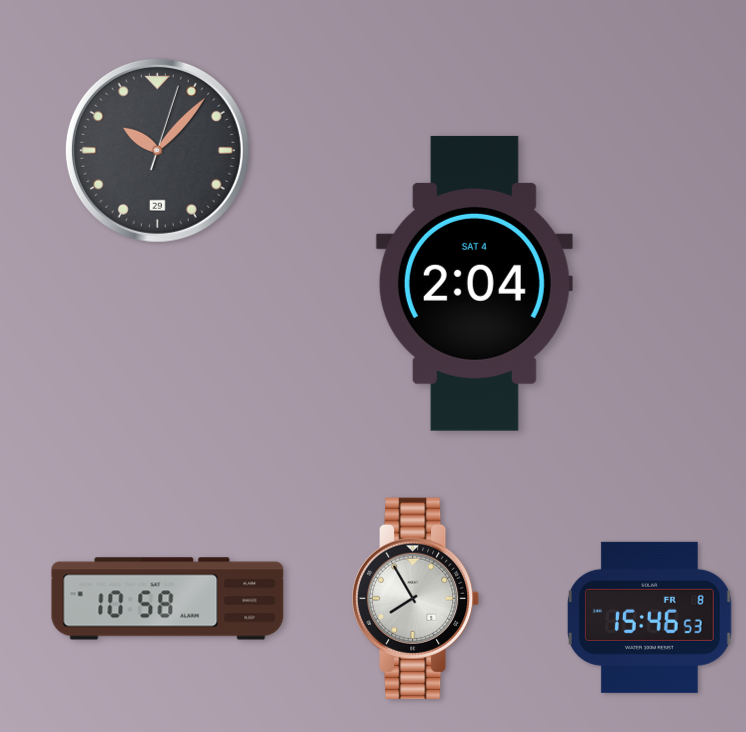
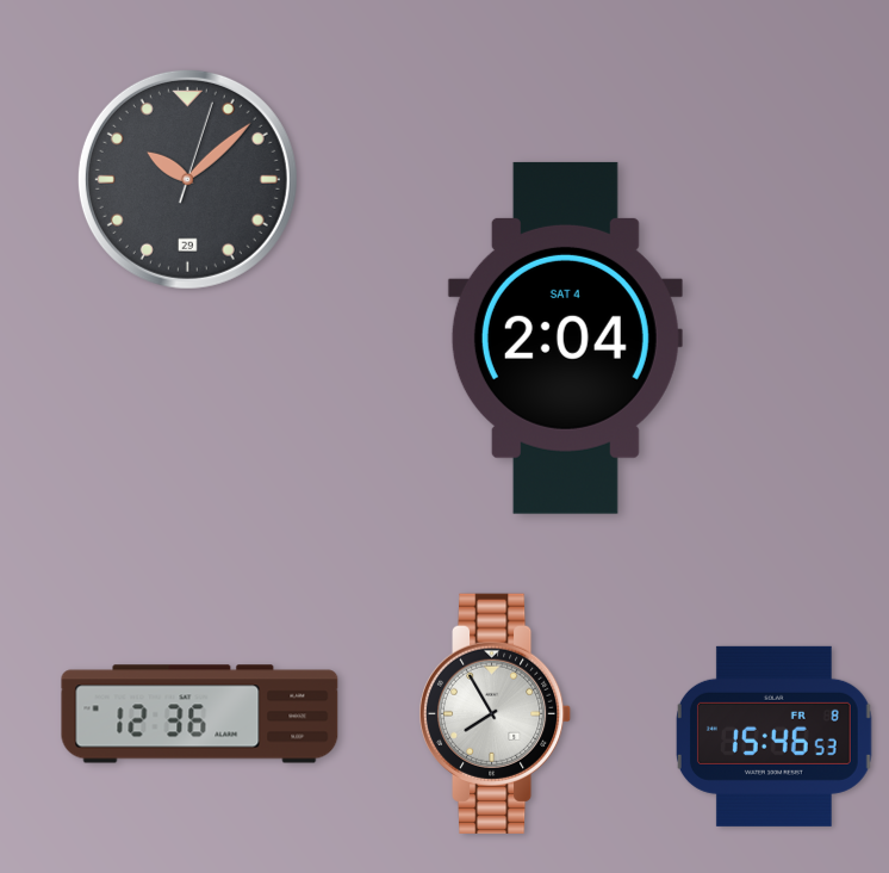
clock at (157, 150): 10:07 -> 10:08
clock at (168, 599): 10:58 -> 12:36
